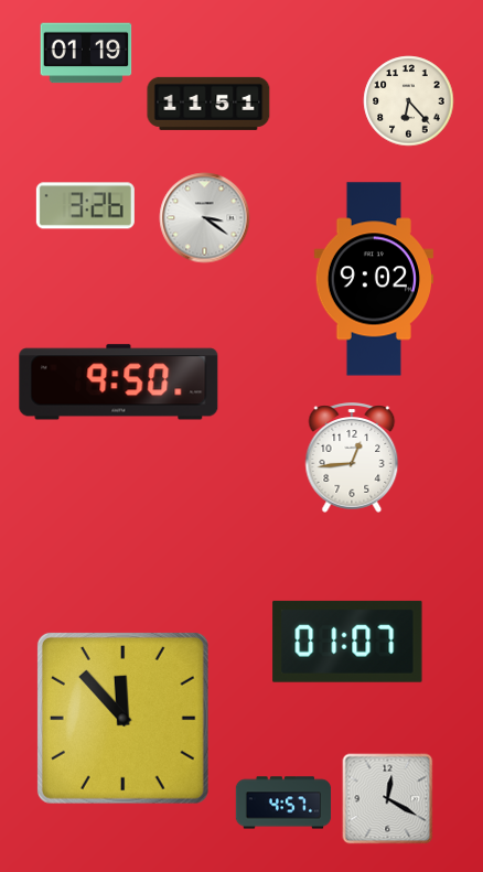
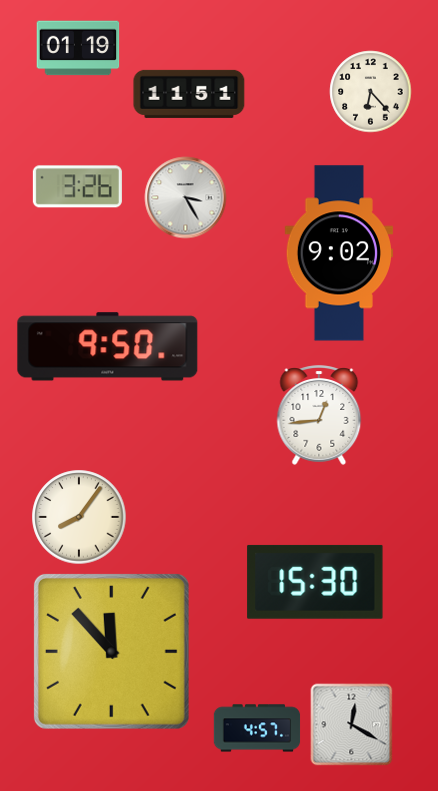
clock at (205, 218): 3:21 -> 3:25
clock at (79, 517): none -> 8:06
clock at (347, 642): 01:07 -> 15:30
